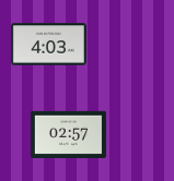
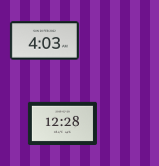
clock at (68, 134): 02:57 -> 12:28
